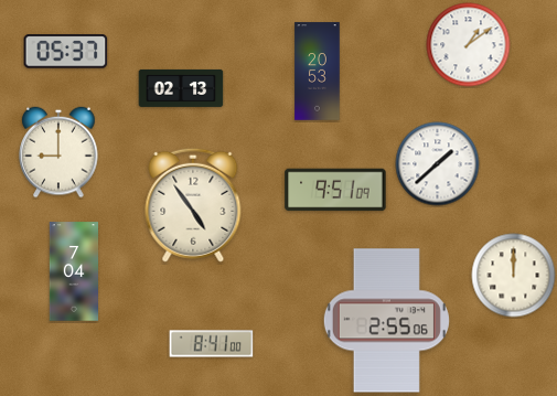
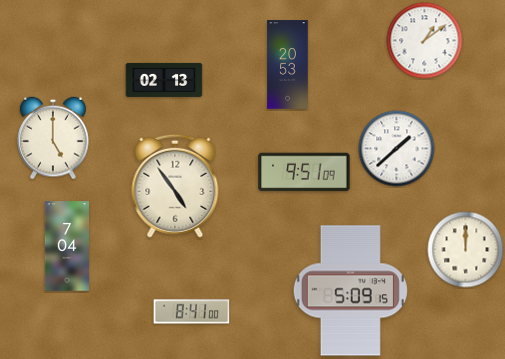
clock at (66, 52): 05:37 -> none
clock at (58, 152): 9:00 -> 5:00
clock at (386, 321): 2:55 -> 5:09
